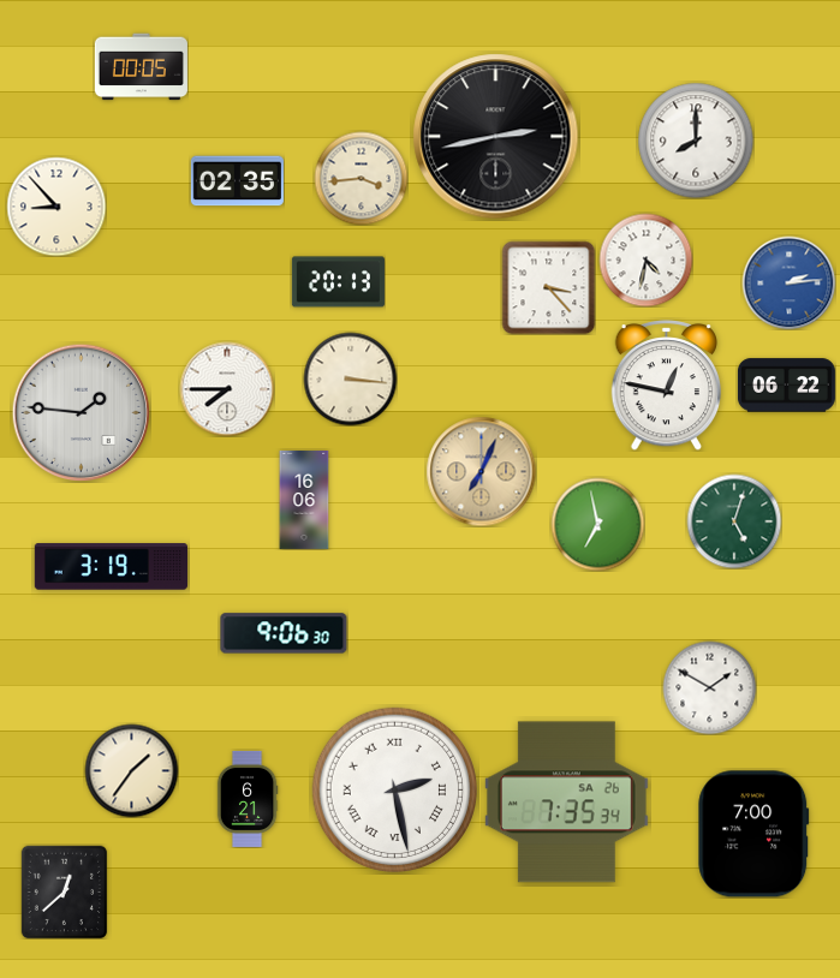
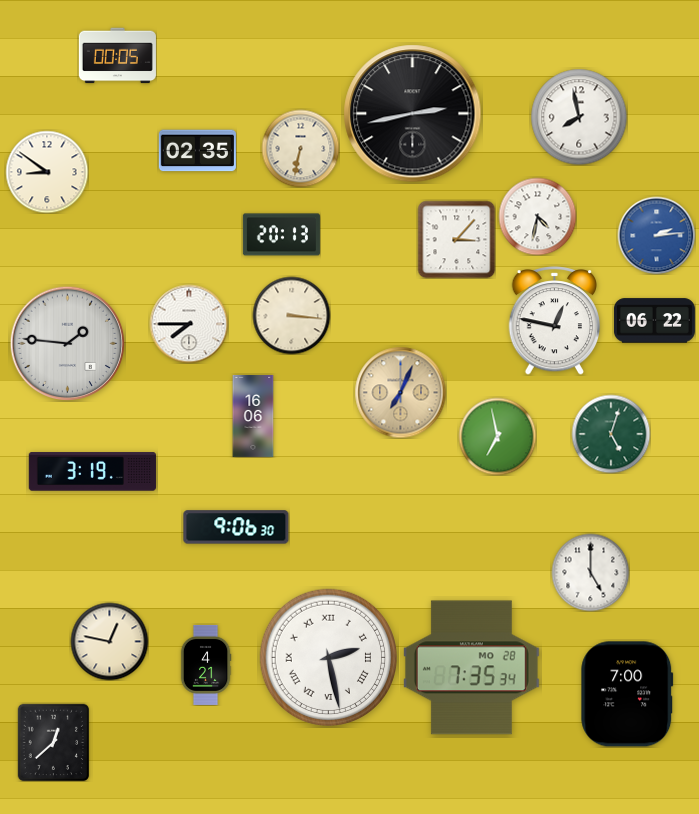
clock at (696, 141): 8:00 -> 7:58
clock at (361, 178): 3:44 -> 6:32
clock at (56, 207): 8:53 -> 8:51
clock at (548, 287): 3:23 -> 3:07
clock at (709, 687): 1:50 -> 5:00
clock at (131, 770): 1:36 -> 12:47
clock at (248, 799): 6:21 -> 4:21
clock at (566, 803) date: SA 26 -> MO 28
